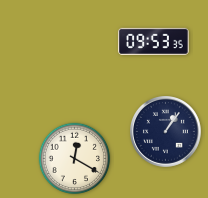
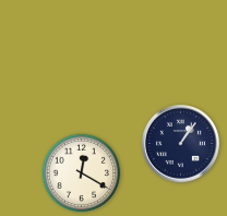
clock at (153, 41): 09:53 -> none
